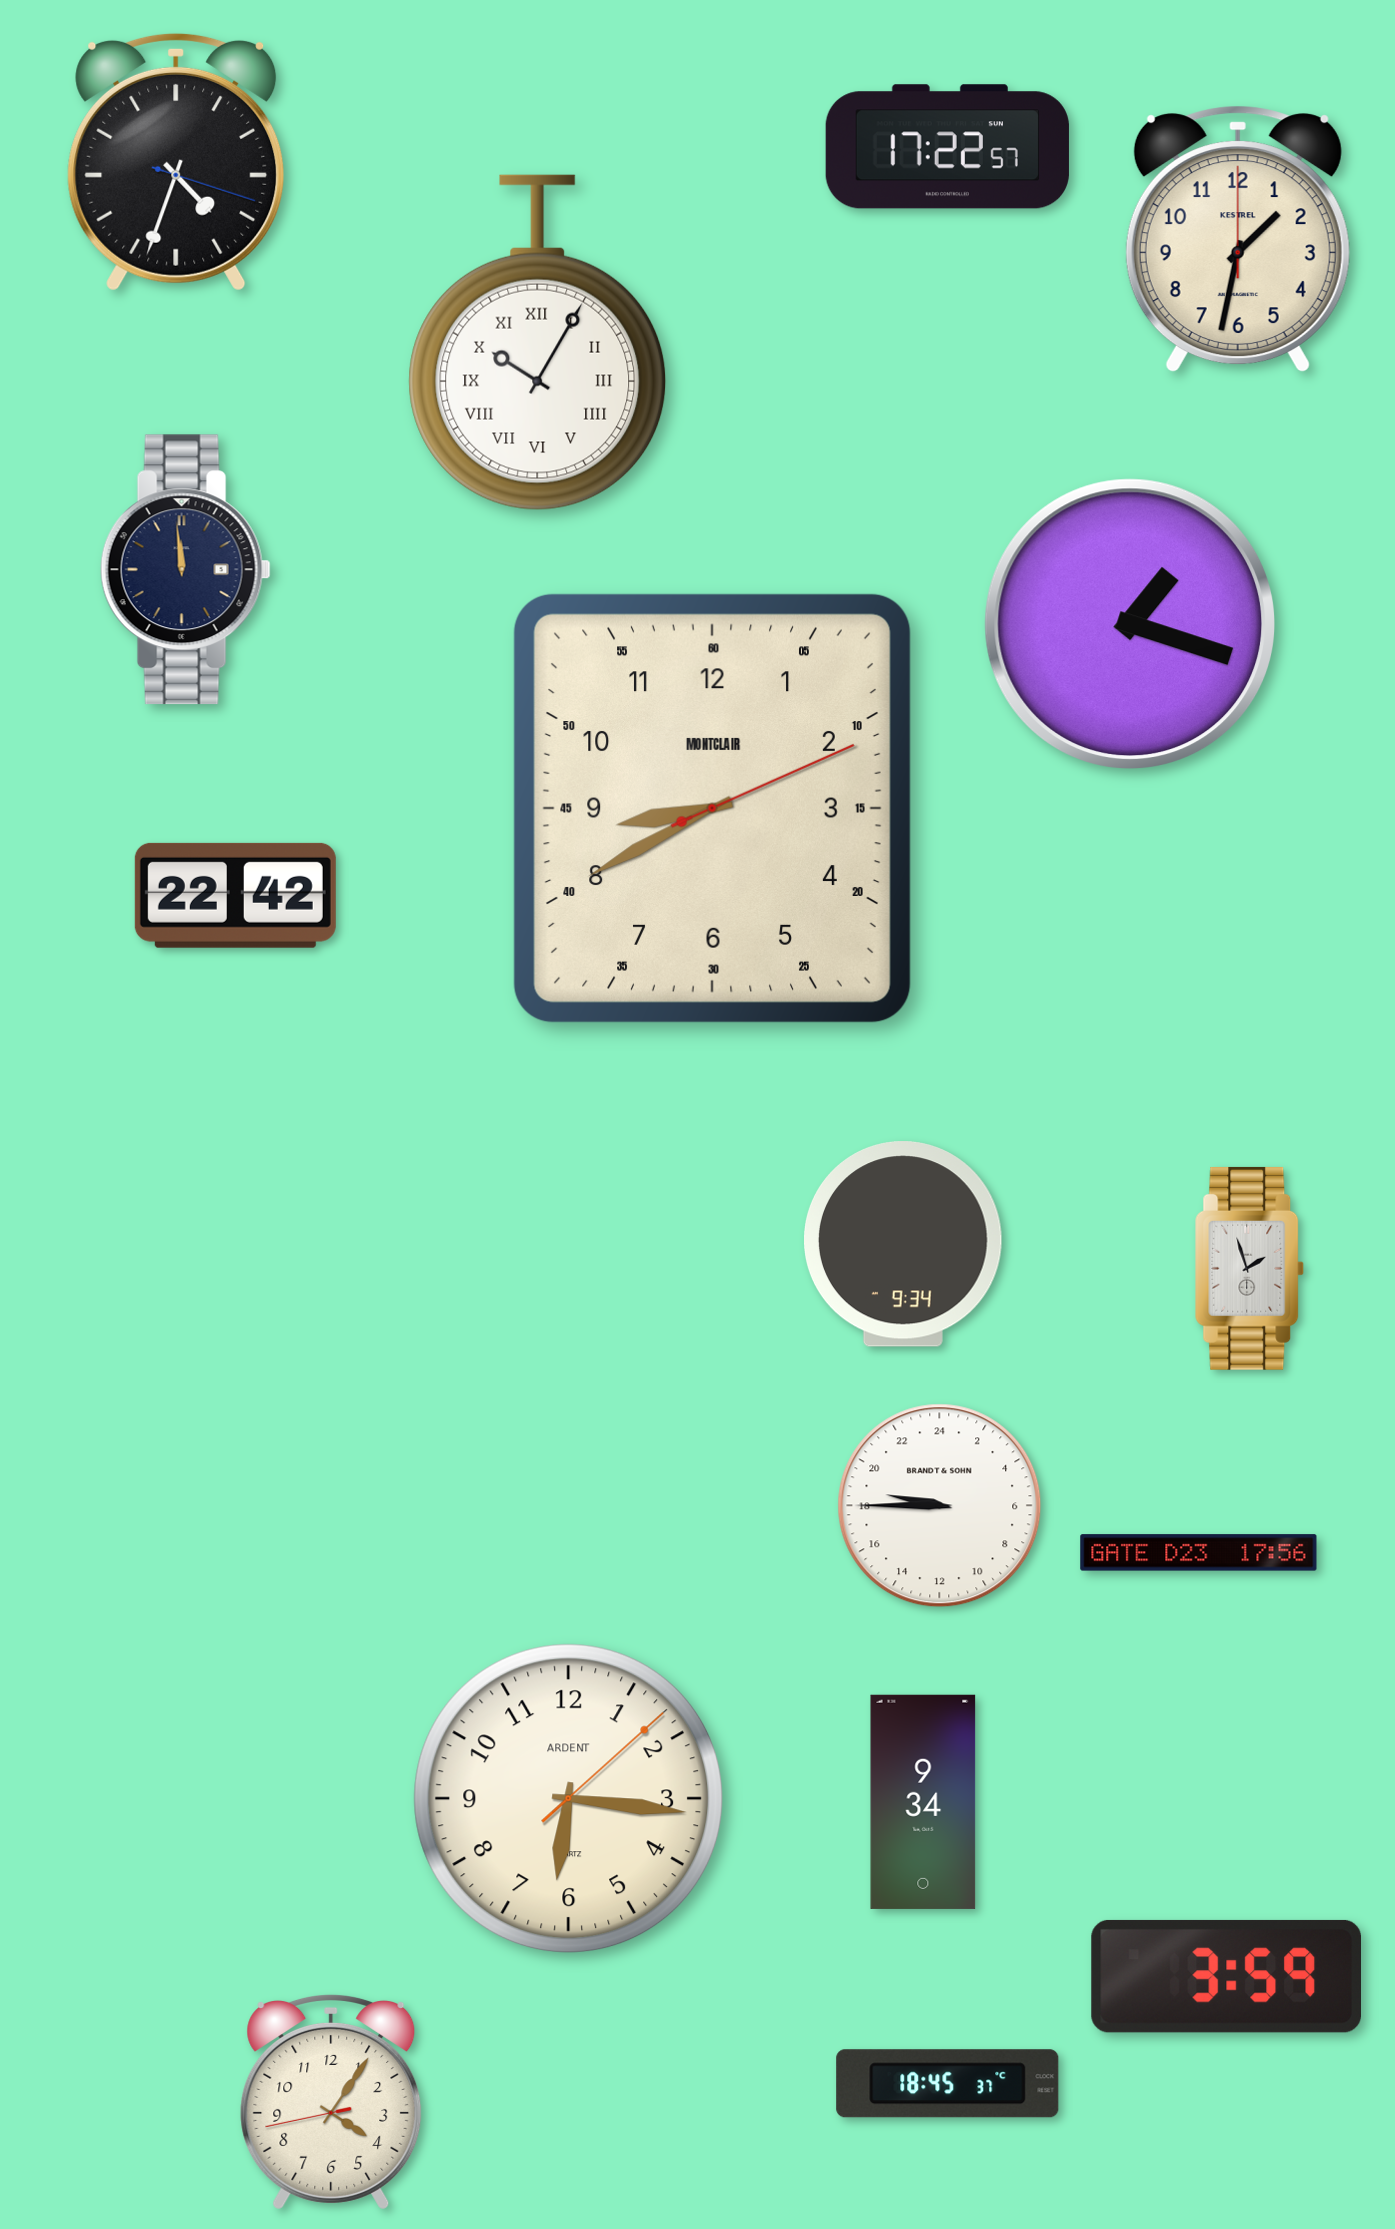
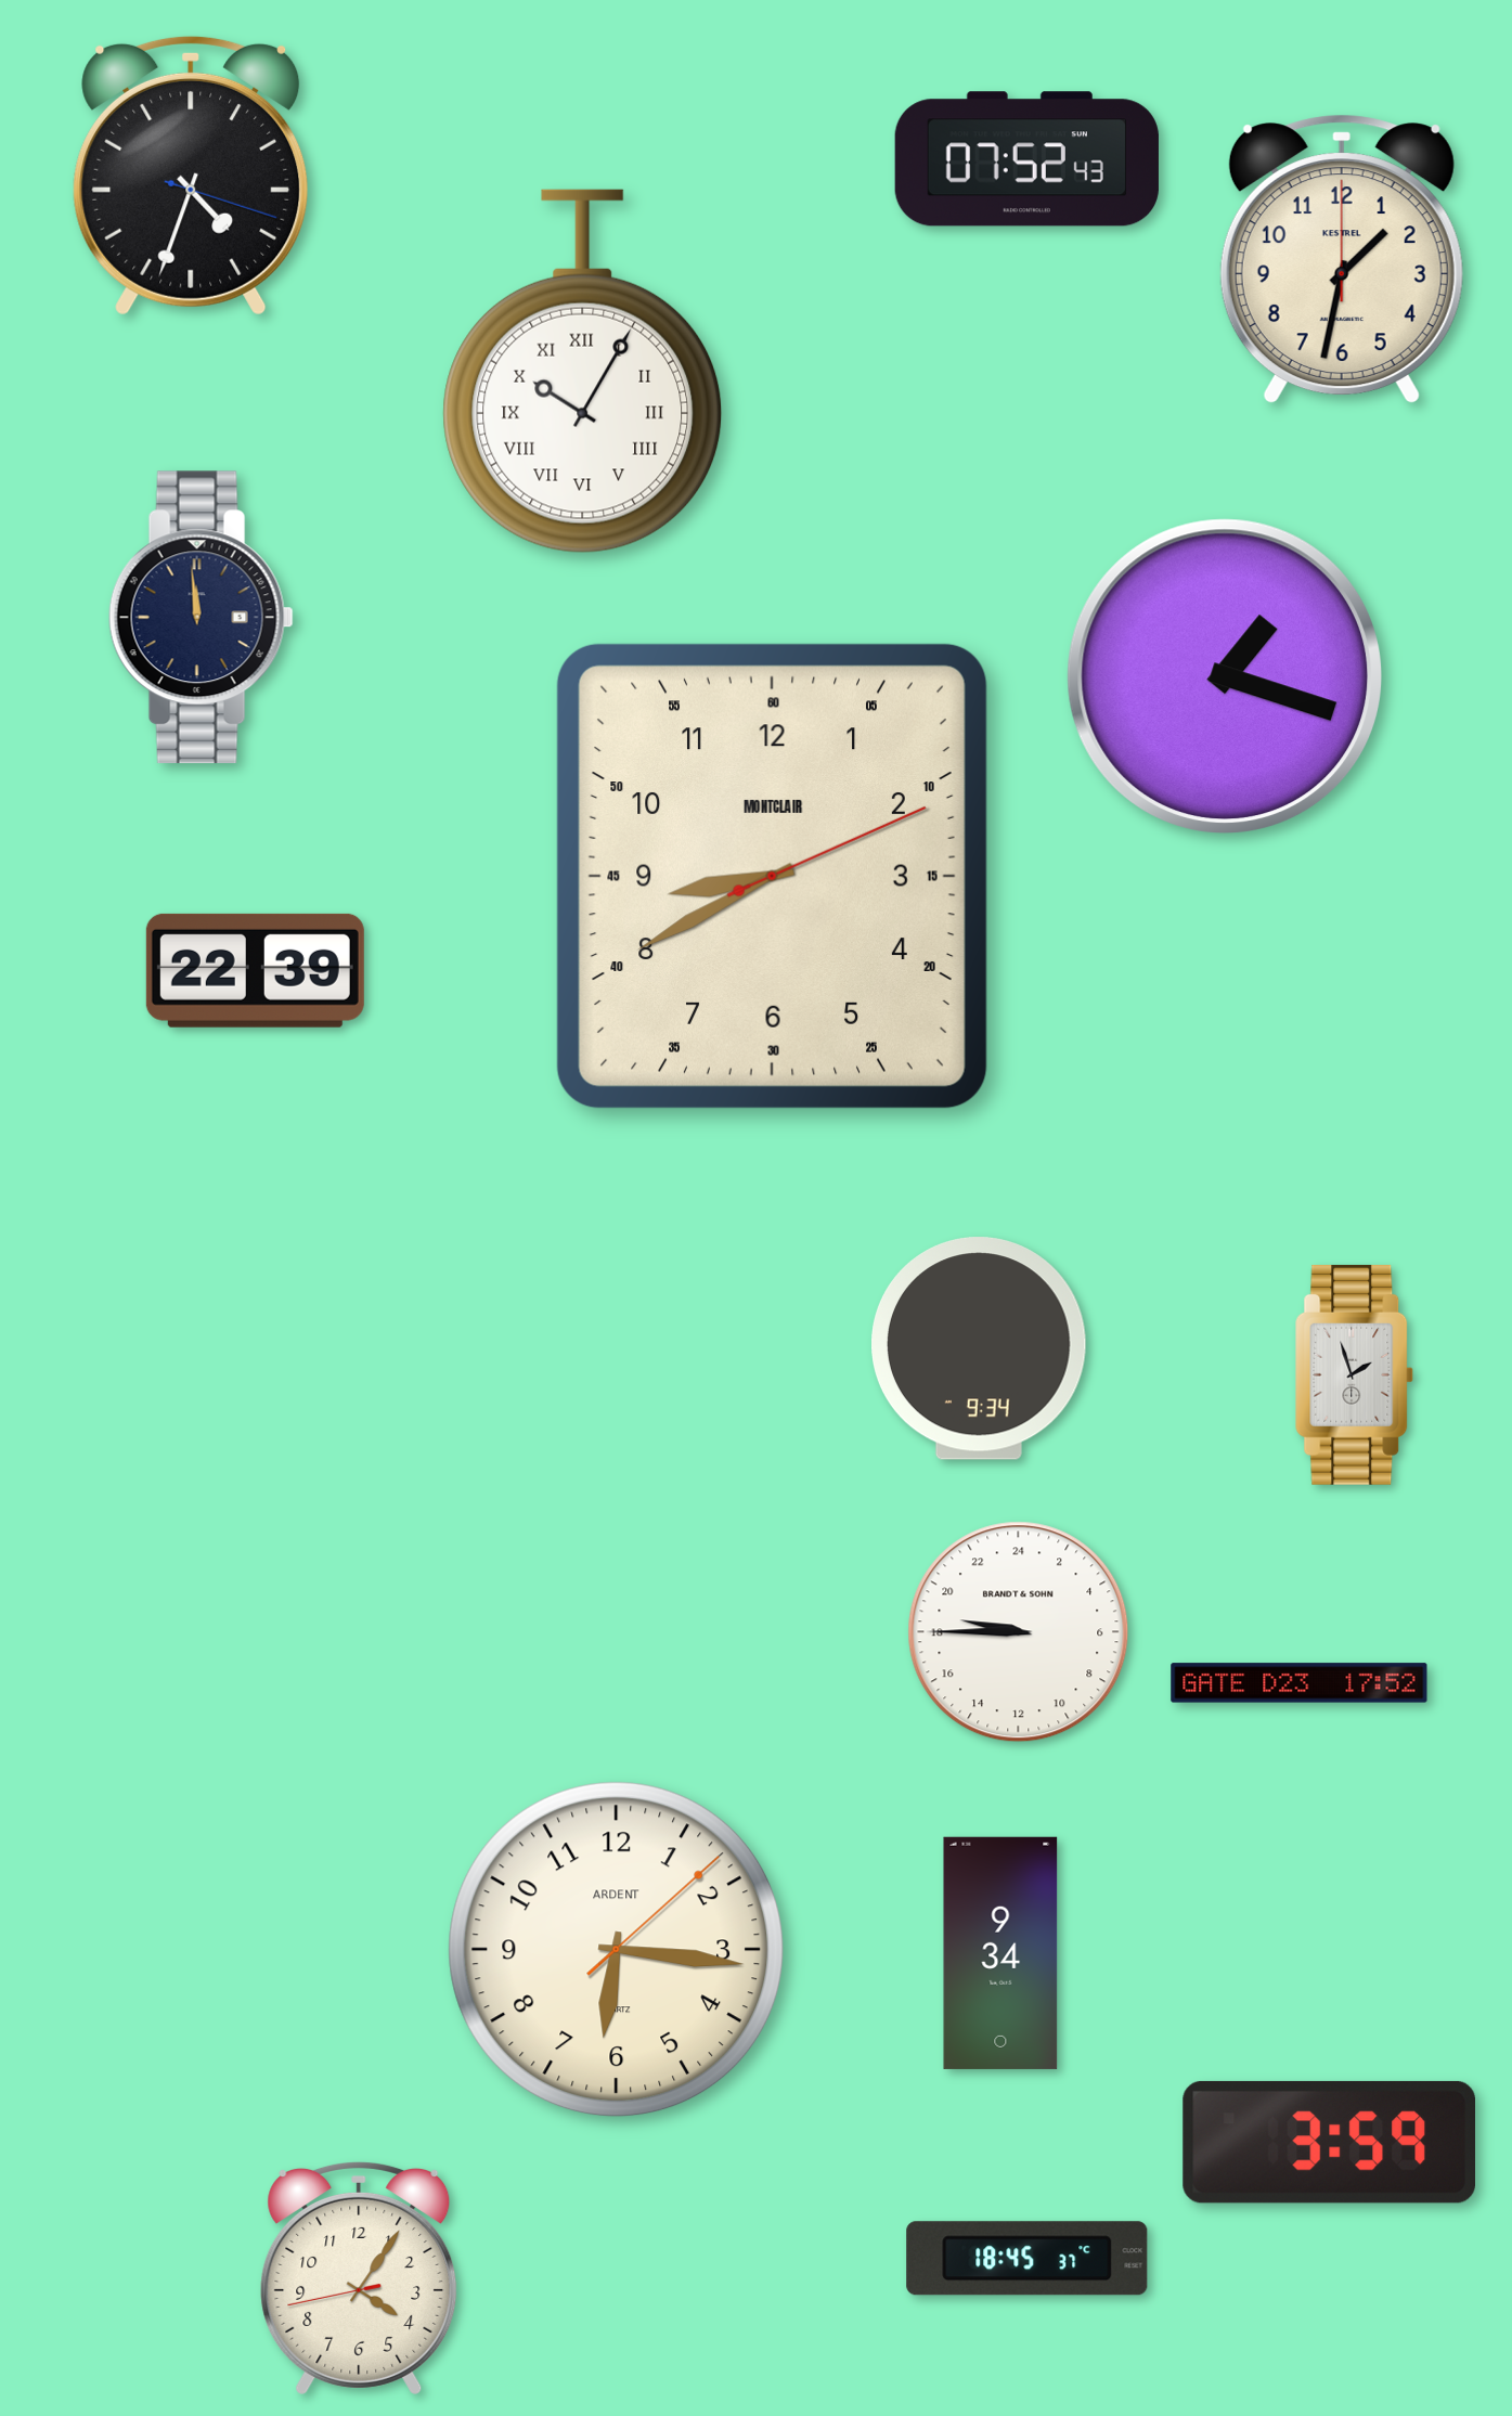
clock at (947, 147): 17:22 -> 07:52
clock at (235, 895): 22:42 -> 22:39
clock at (1199, 1553): 17:56 -> 17:52
